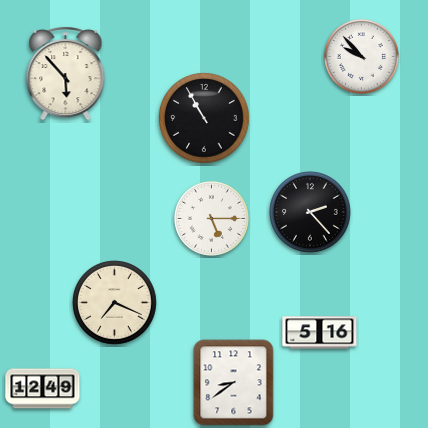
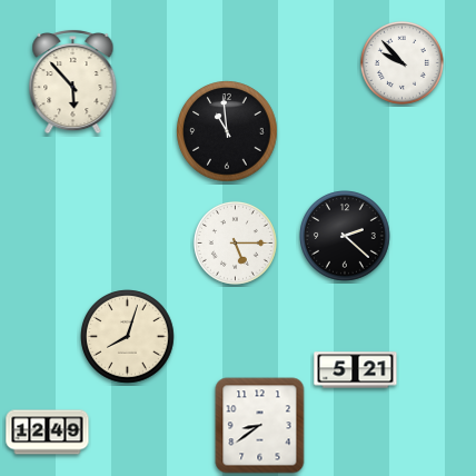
clock at (204, 118): 10:55 -> 10:59
clock at (311, 213): 2:23 -> 2:22
clock at (115, 303): 7:19 -> 8:03
clock at (320, 333): 5:16 -> 5:21
